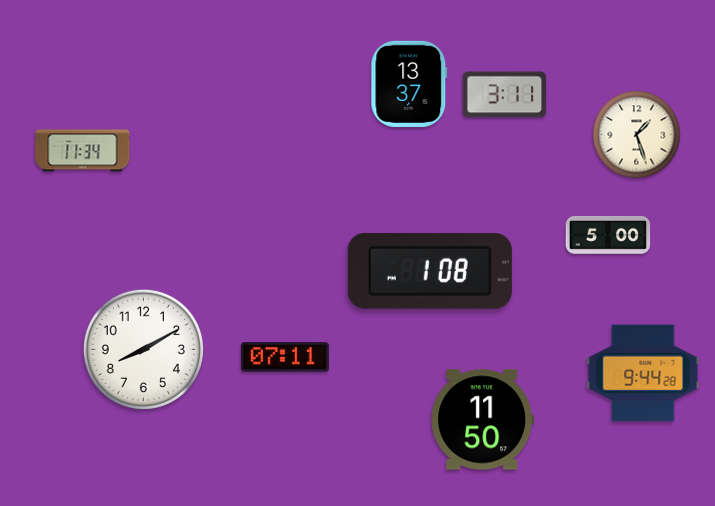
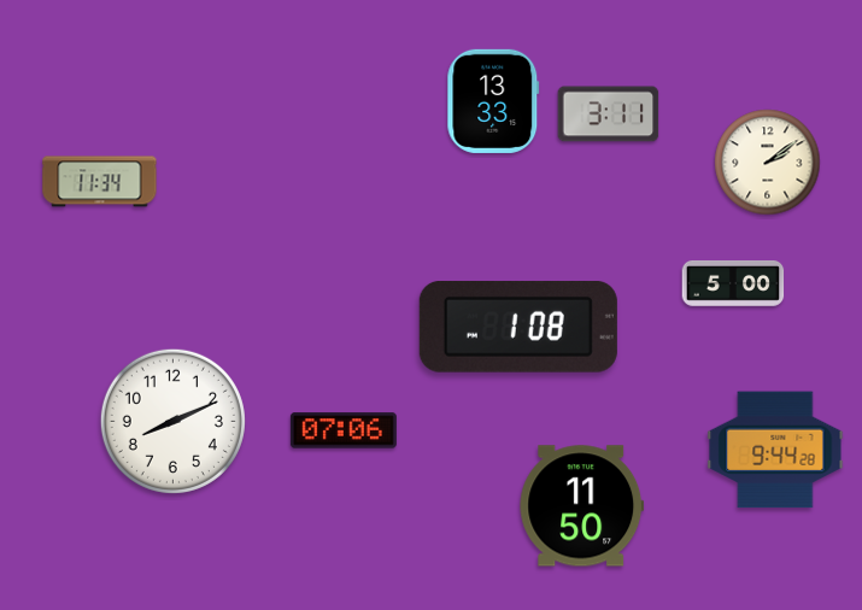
clock at (409, 84): 13:37 -> 13:33
clock at (637, 135): 1:27 -> 2:09
clock at (143, 349): 8:10 -> 8:11
clock at (285, 357): 07:11 -> 07:06
